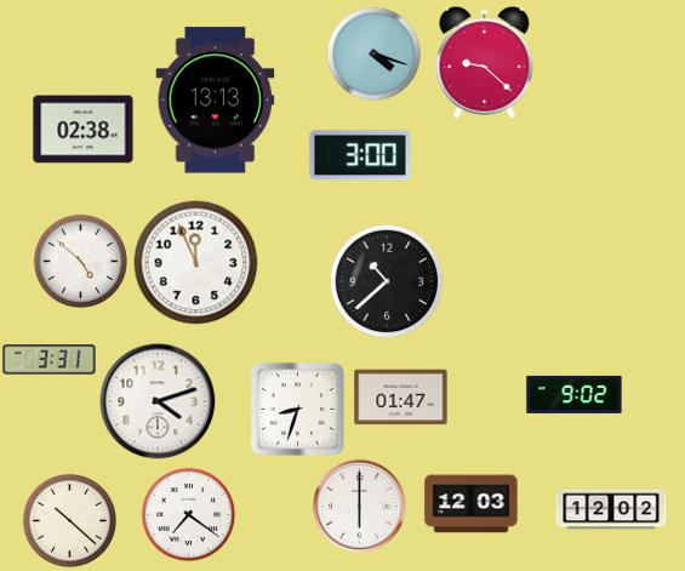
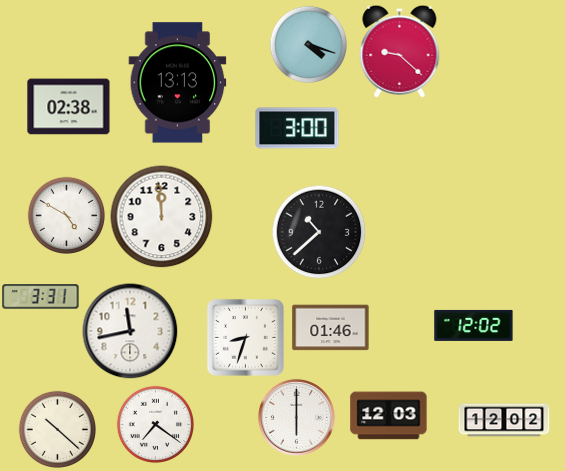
clock at (80, 261): 4:52 -> 4:50
clock at (196, 263): 11:56 -> 11:59
clock at (575, 394): 9:02 -> 12:02
clock at (401, 398): 01:47 -> 01:46
clock at (158, 401): 4:12 -> 11:43
